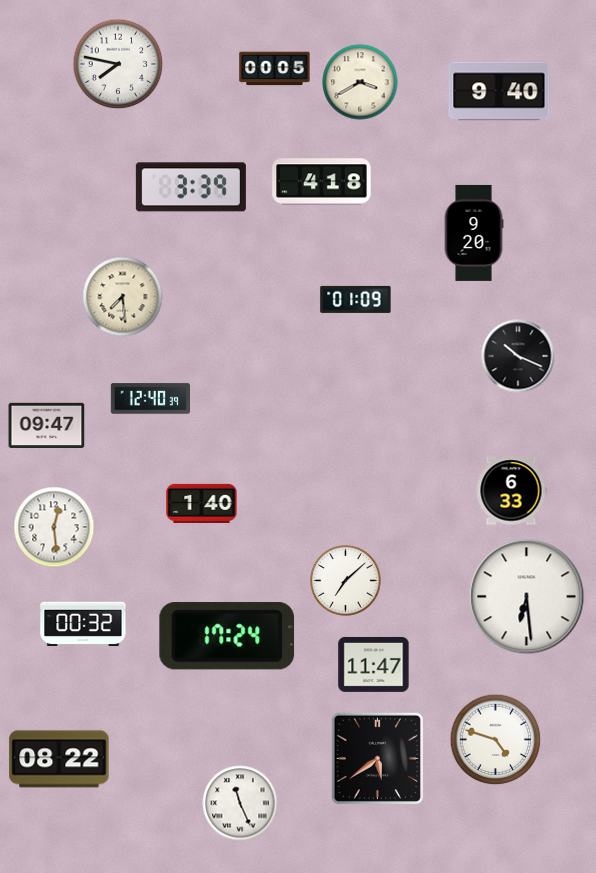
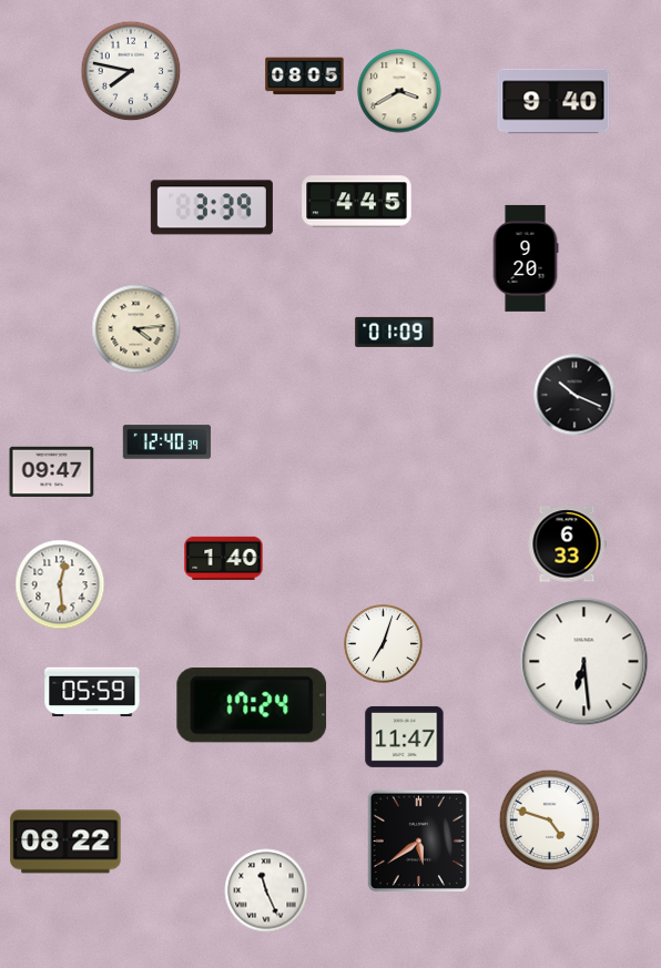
clock at (275, 69): 00:05 -> 08:05
clock at (322, 182): 4:18 -> 4:45
clock at (123, 297): 7:29 -> 4:14
clock at (346, 581): 7:08 -> 7:03
clock at (83, 624): 00:32 -> 05:59
clock at (374, 664) position: (374, 664) -> (405, 736)
